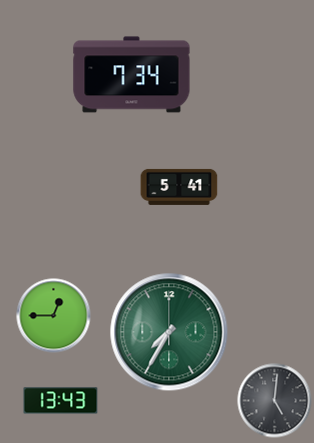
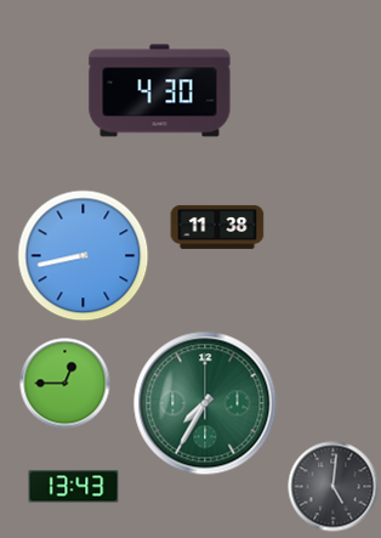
clock at (132, 75): 7:34 -> 4:30
clock at (179, 187): 5:41 -> 11:38
clock at (84, 256): none -> 8:43
